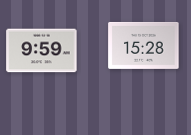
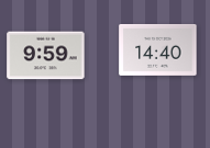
clock at (144, 45): 15:28 -> 14:40
